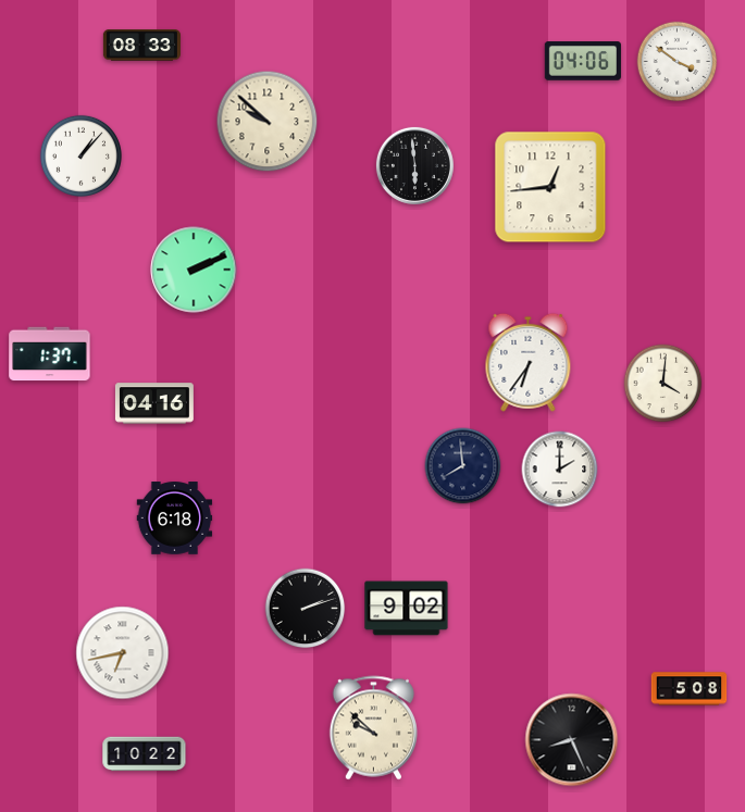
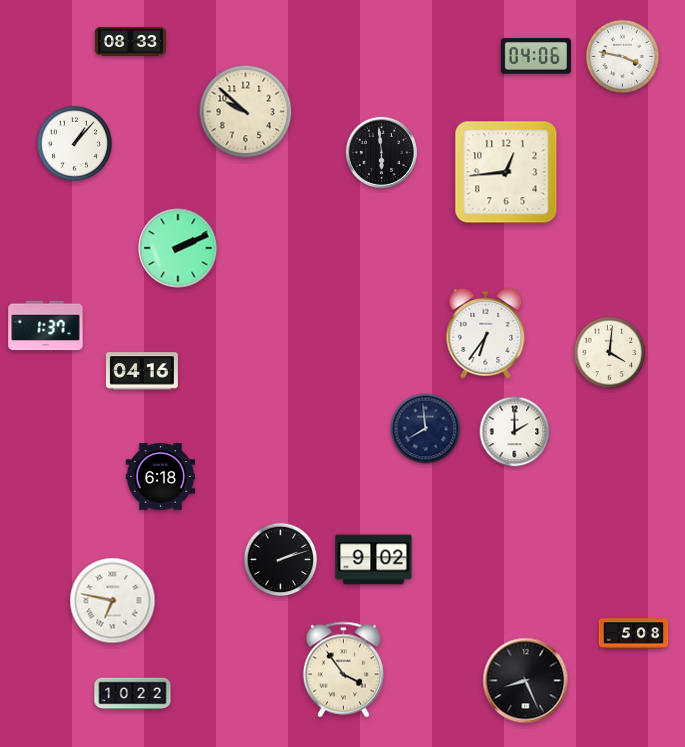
clock at (678, 62): 3:51 -> 3:47
clock at (123, 653): 6:43 -> 6:47
clock at (373, 728): 9:52 -> 3:54
